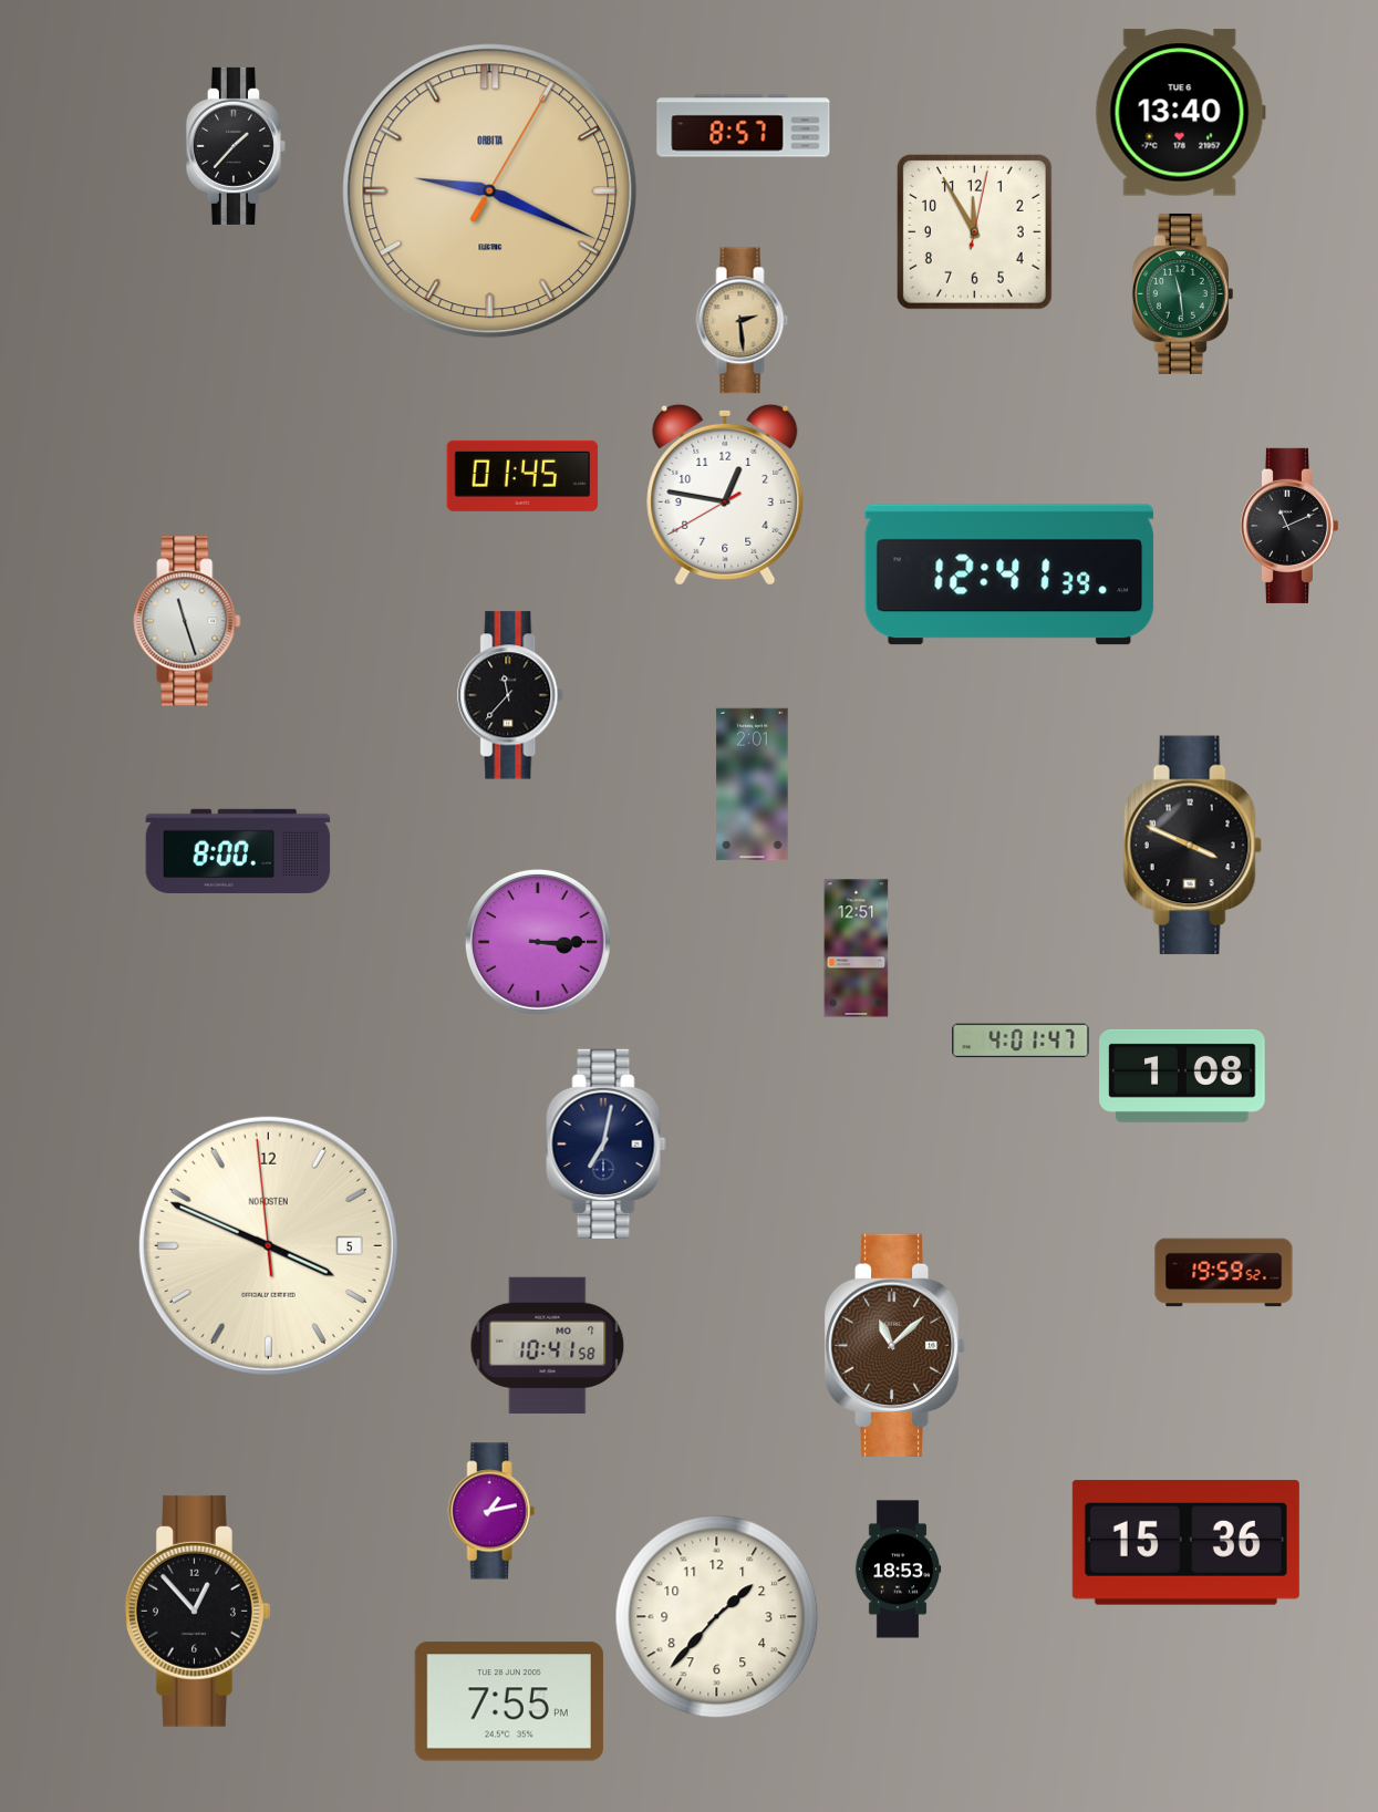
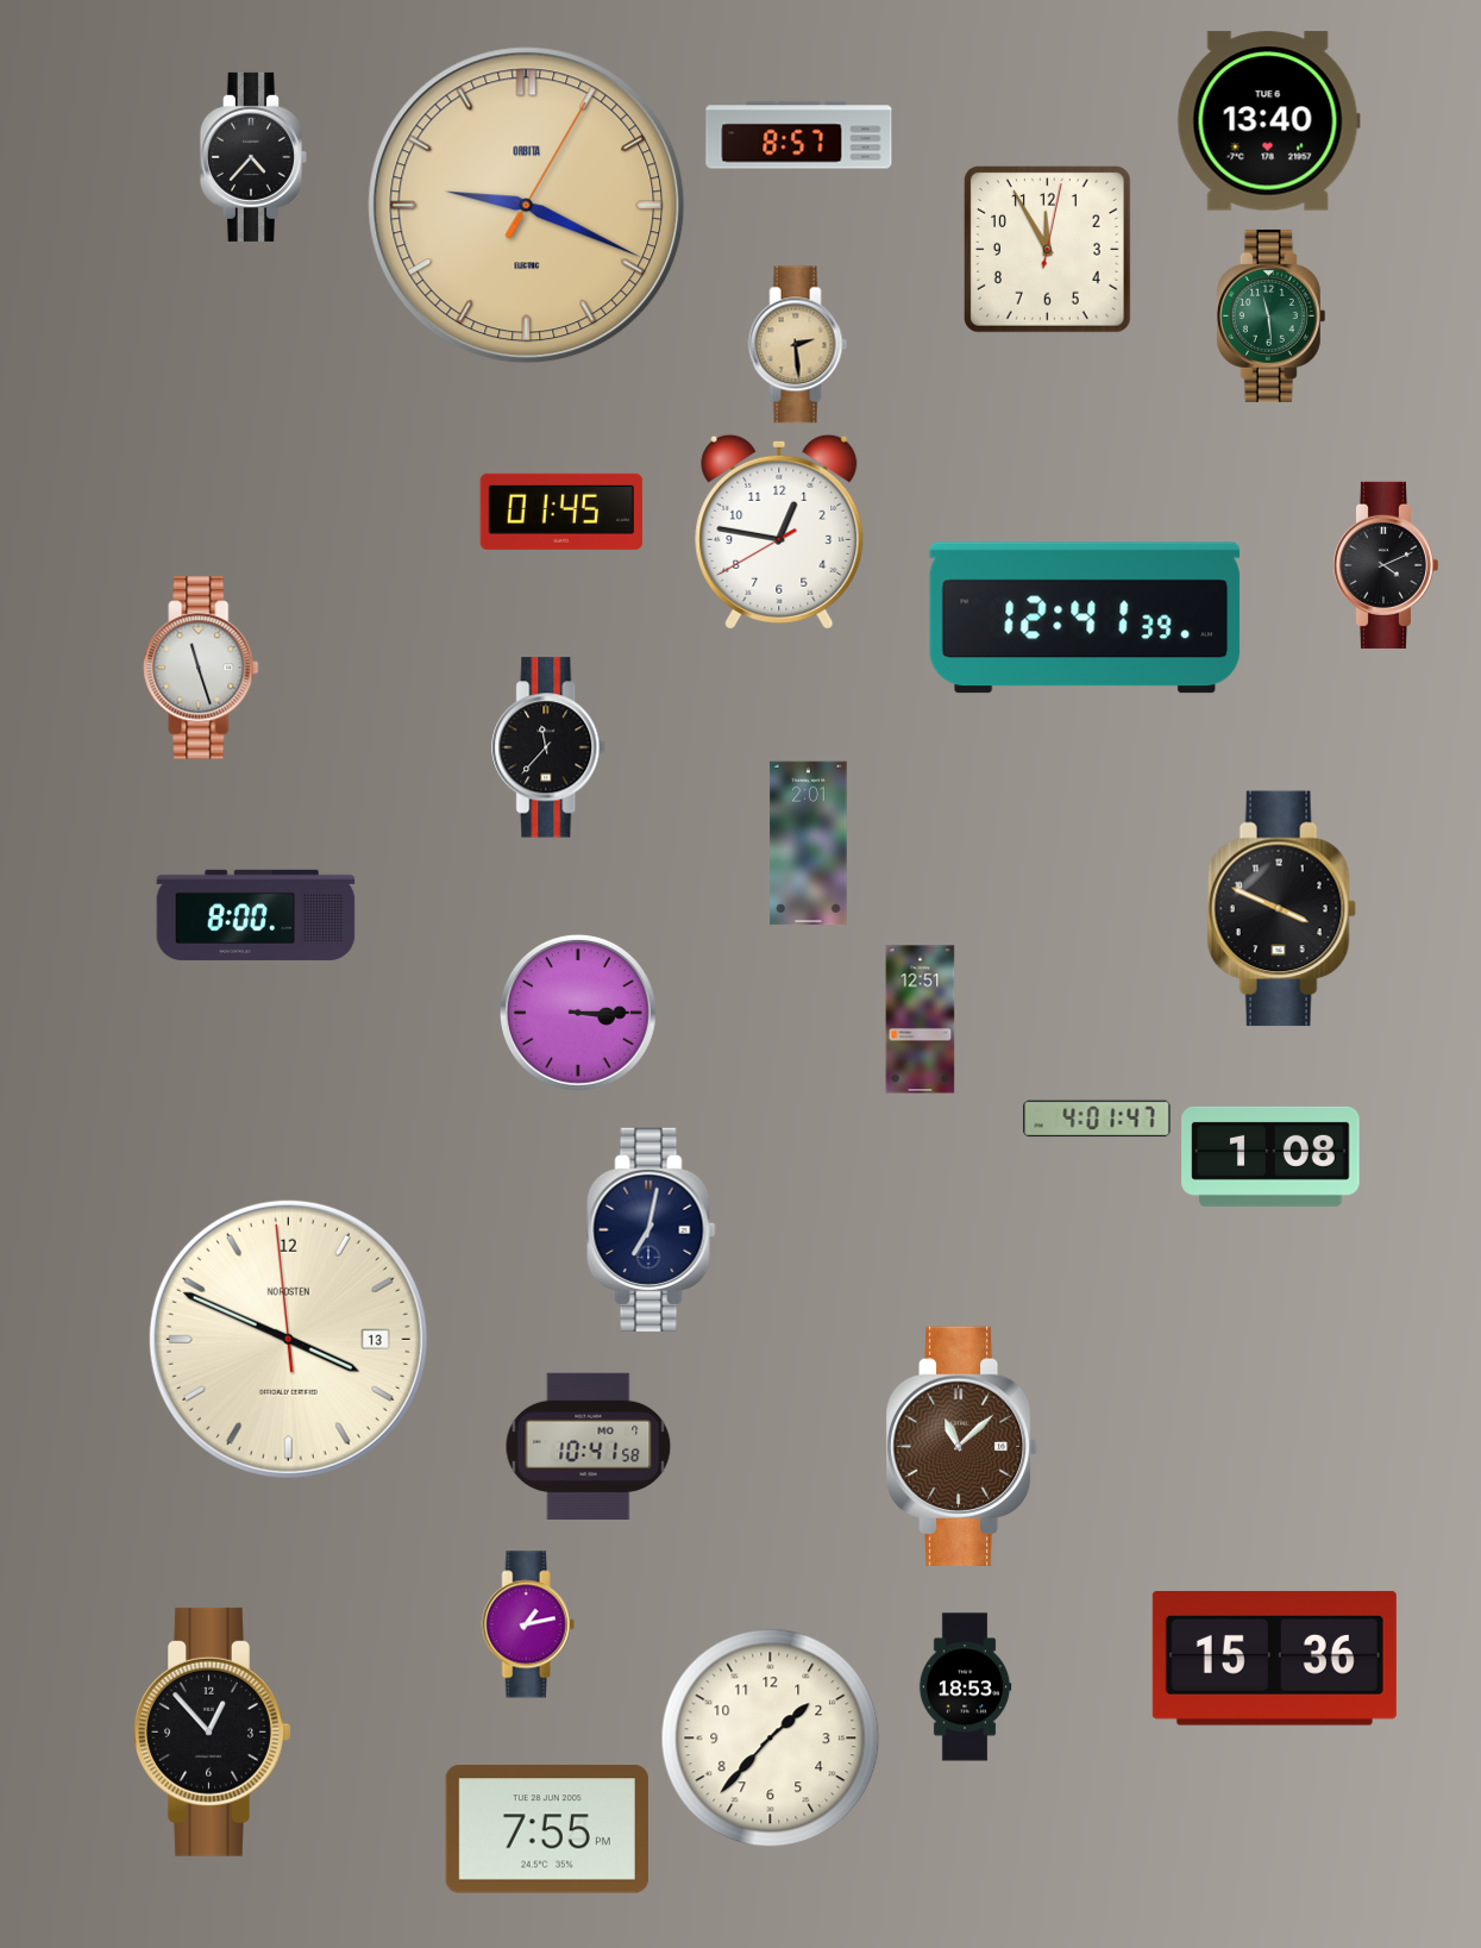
clock at (236, 146): 1:37 -> 4:37
clock at (1288, 526): 11:11 -> 4:11
clock at (268, 1245) date: 5 -> 13
clock at (1224, 1273): 19:59 -> none
